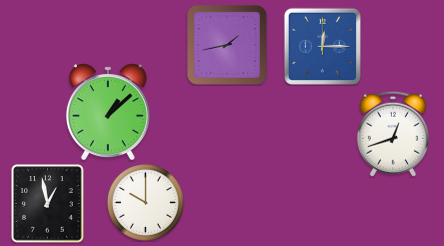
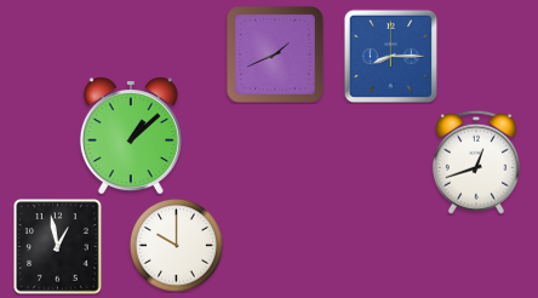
clock at (227, 45): 1:43 -> 1:41
clock at (322, 46): 12:15 -> 8:15
